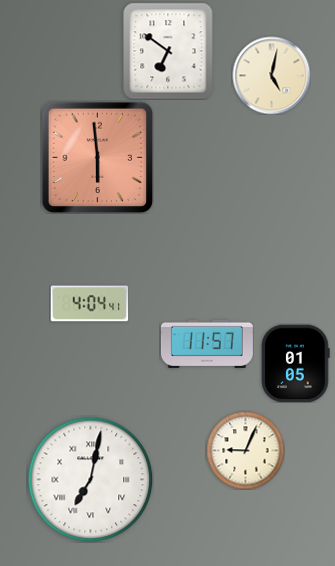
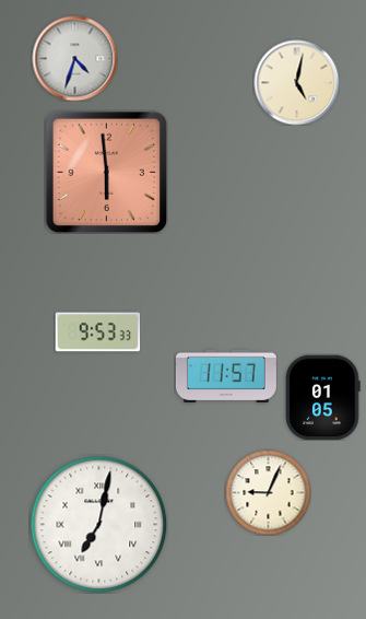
clock at (168, 51): 6:51 -> none
clock at (74, 58): none -> 4:33
clock at (89, 304): 4:04 -> 9:53
